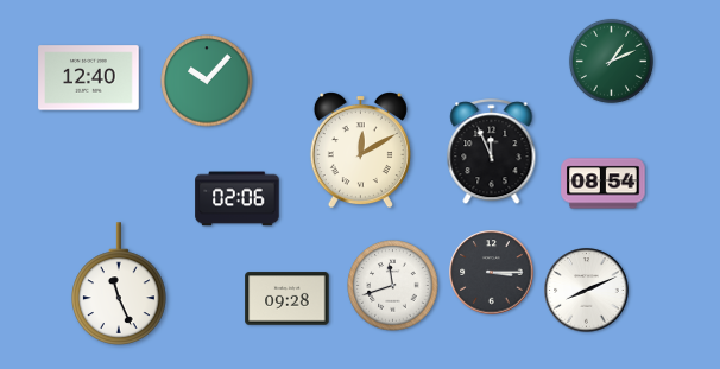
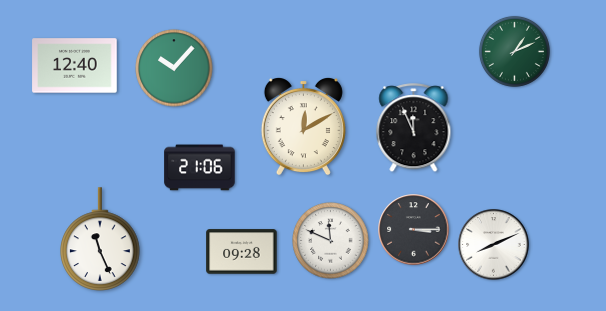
clock at (604, 184): 08:54 -> none
clock at (238, 199): 02:06 -> 21:06
clock at (393, 286): 11:42 -> 11:49
